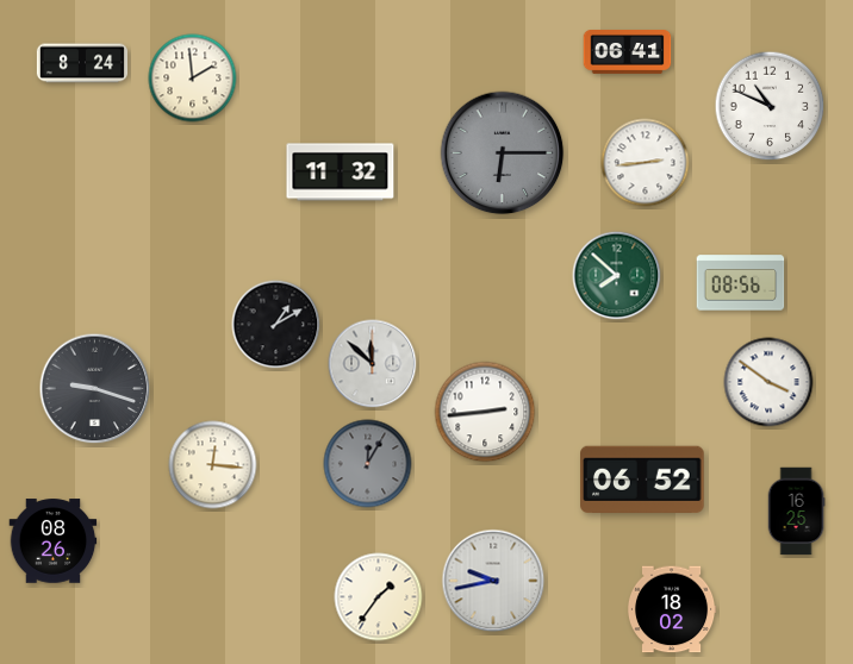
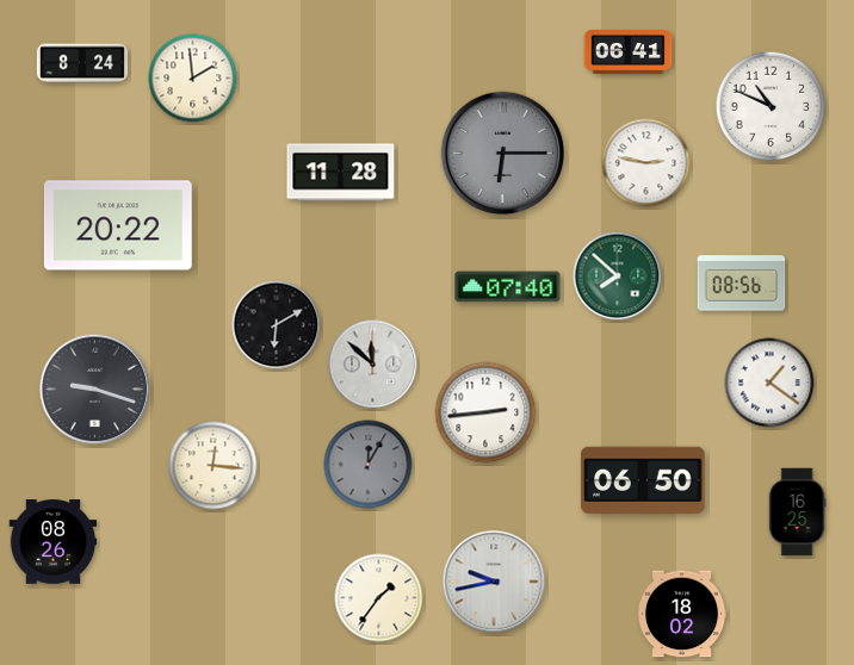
clock at (646, 163): 2:44 -> 2:47
clock at (341, 173): 11:32 -> 11:28
clock at (118, 225): none -> 20:22
clock at (508, 287): none -> 07:40
clock at (276, 325): 1:10 -> 6:10
clock at (768, 382): 3:51 -> 1:21
clock at (642, 480): 06:52 -> 06:50
clock at (672, 609) position: (672, 609) -> (682, 614)
